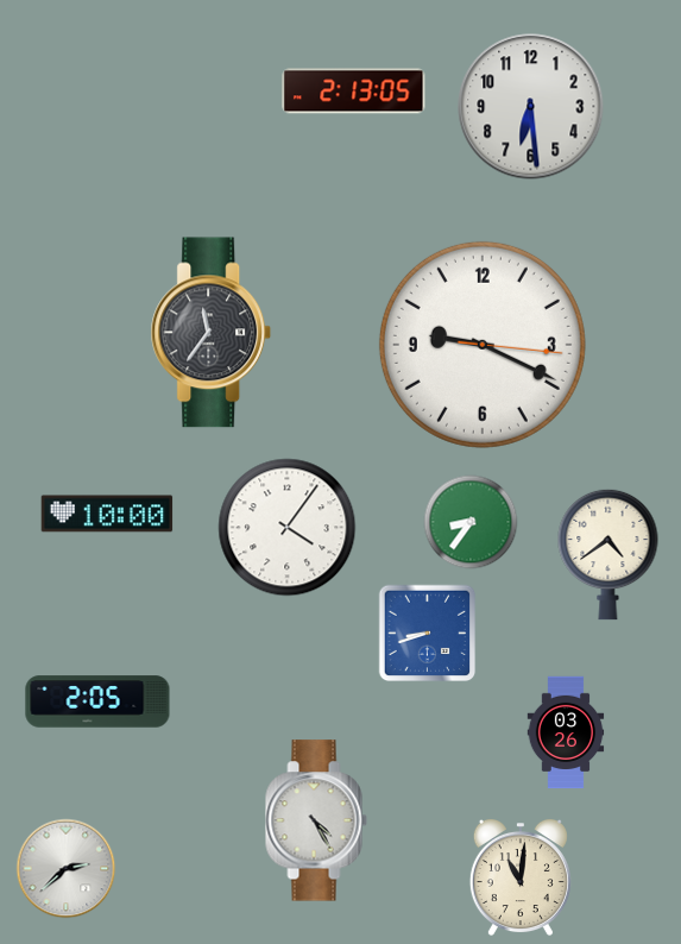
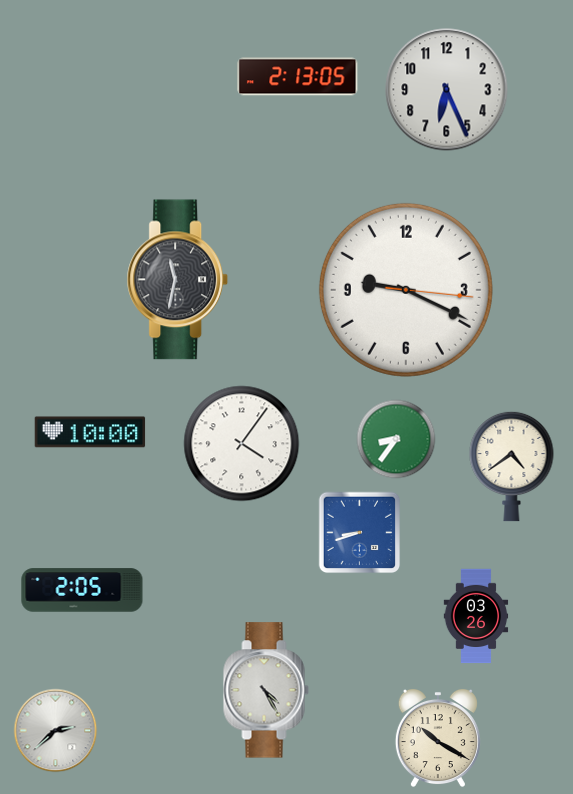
clock at (531, 107): 6:29 -> 6:26
clock at (212, 333): 11:36 -> 11:32
clock at (521, 877): 11:01 -> 10:20
